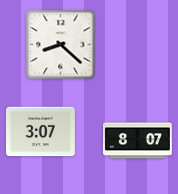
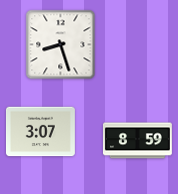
clock at (61, 45): 8:22 -> 8:27
clock at (137, 141): 8:07 -> 8:59
